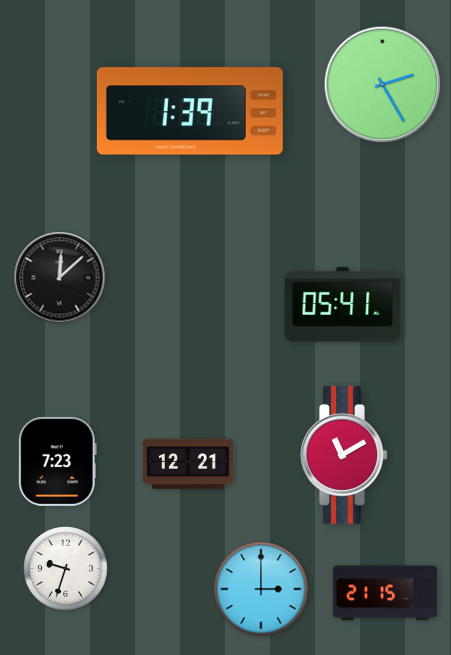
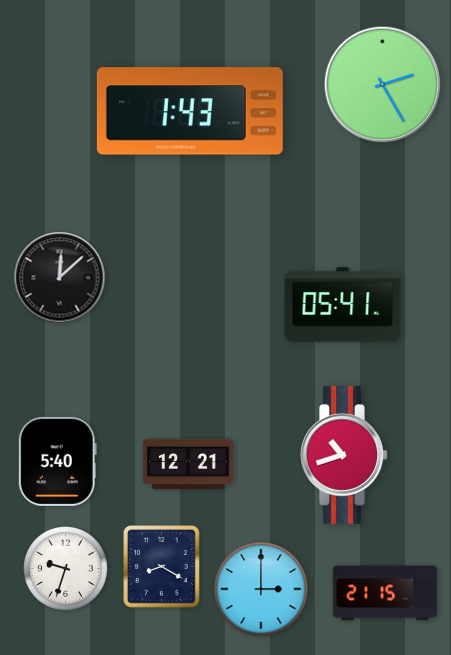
clock at (190, 111): 1:39 -> 1:43
clock at (344, 455): 11:10 -> 10:42
clock at (57, 461): 7:23 -> 5:40
clock at (162, 567): none -> 8:20
